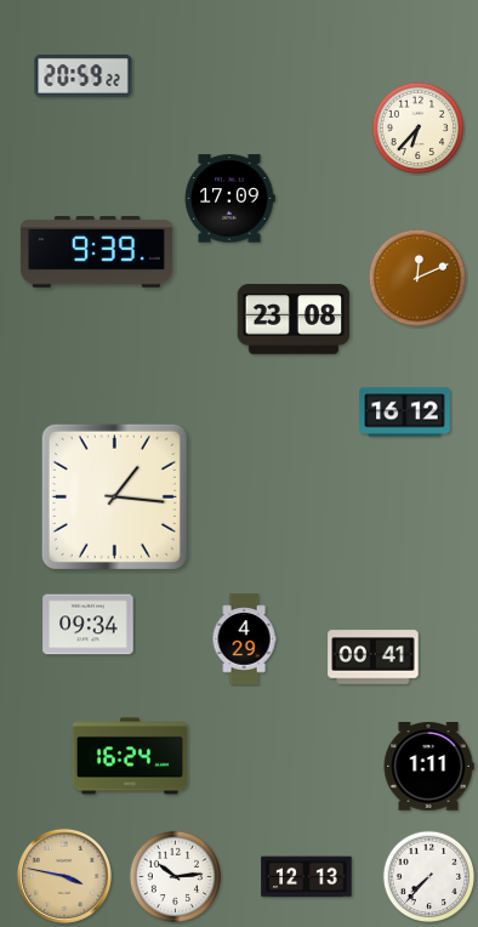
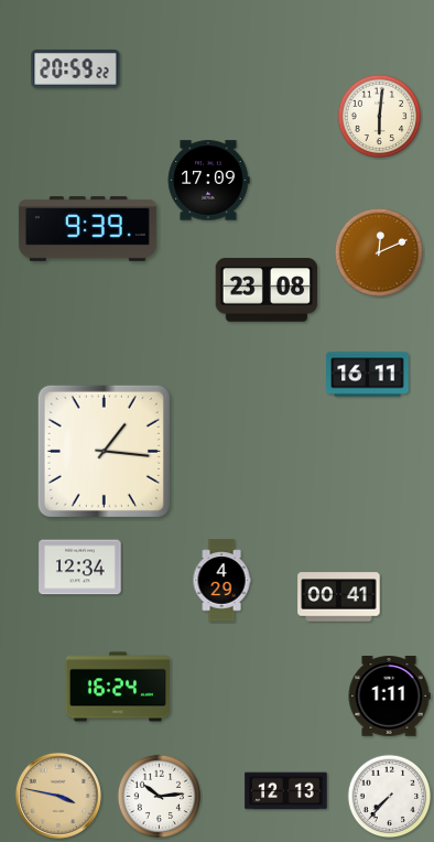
clock at (419, 129): 6:37 -> 6:01
clock at (405, 413): 16:12 -> 16:11
clock at (89, 625): 09:34 -> 12:34
clock at (307, 877) position: (307, 877) -> (286, 791)
